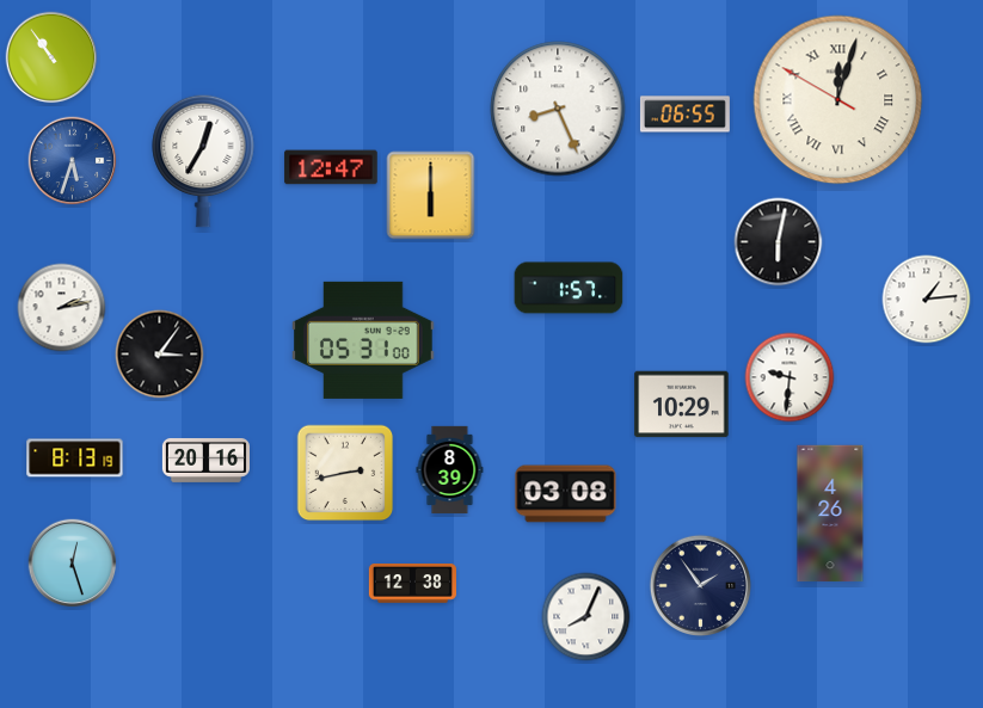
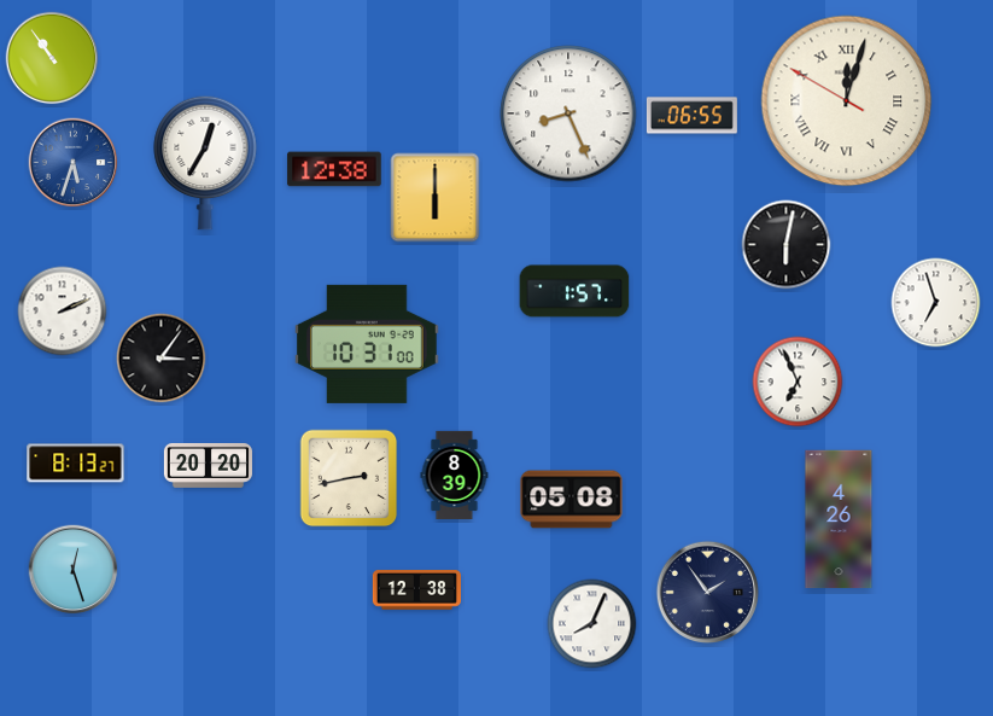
clock at (558, 109) position: (558, 109) -> (568, 113)
clock at (331, 167): 12:47 -> 12:38
clock at (927, 300): 1:14 -> 6:57
clock at (62, 308): 2:13 -> 2:11
clock at (364, 340): 05:31 -> 10:31
clock at (790, 377): 9:31 -> 6:56
clock at (682, 405): 10:29 -> none
clock at (75, 458): 8:13:19 -> 8:13:27
clock at (205, 460): 20:16 -> 20:20
clock at (566, 494): 03:08 -> 05:08
